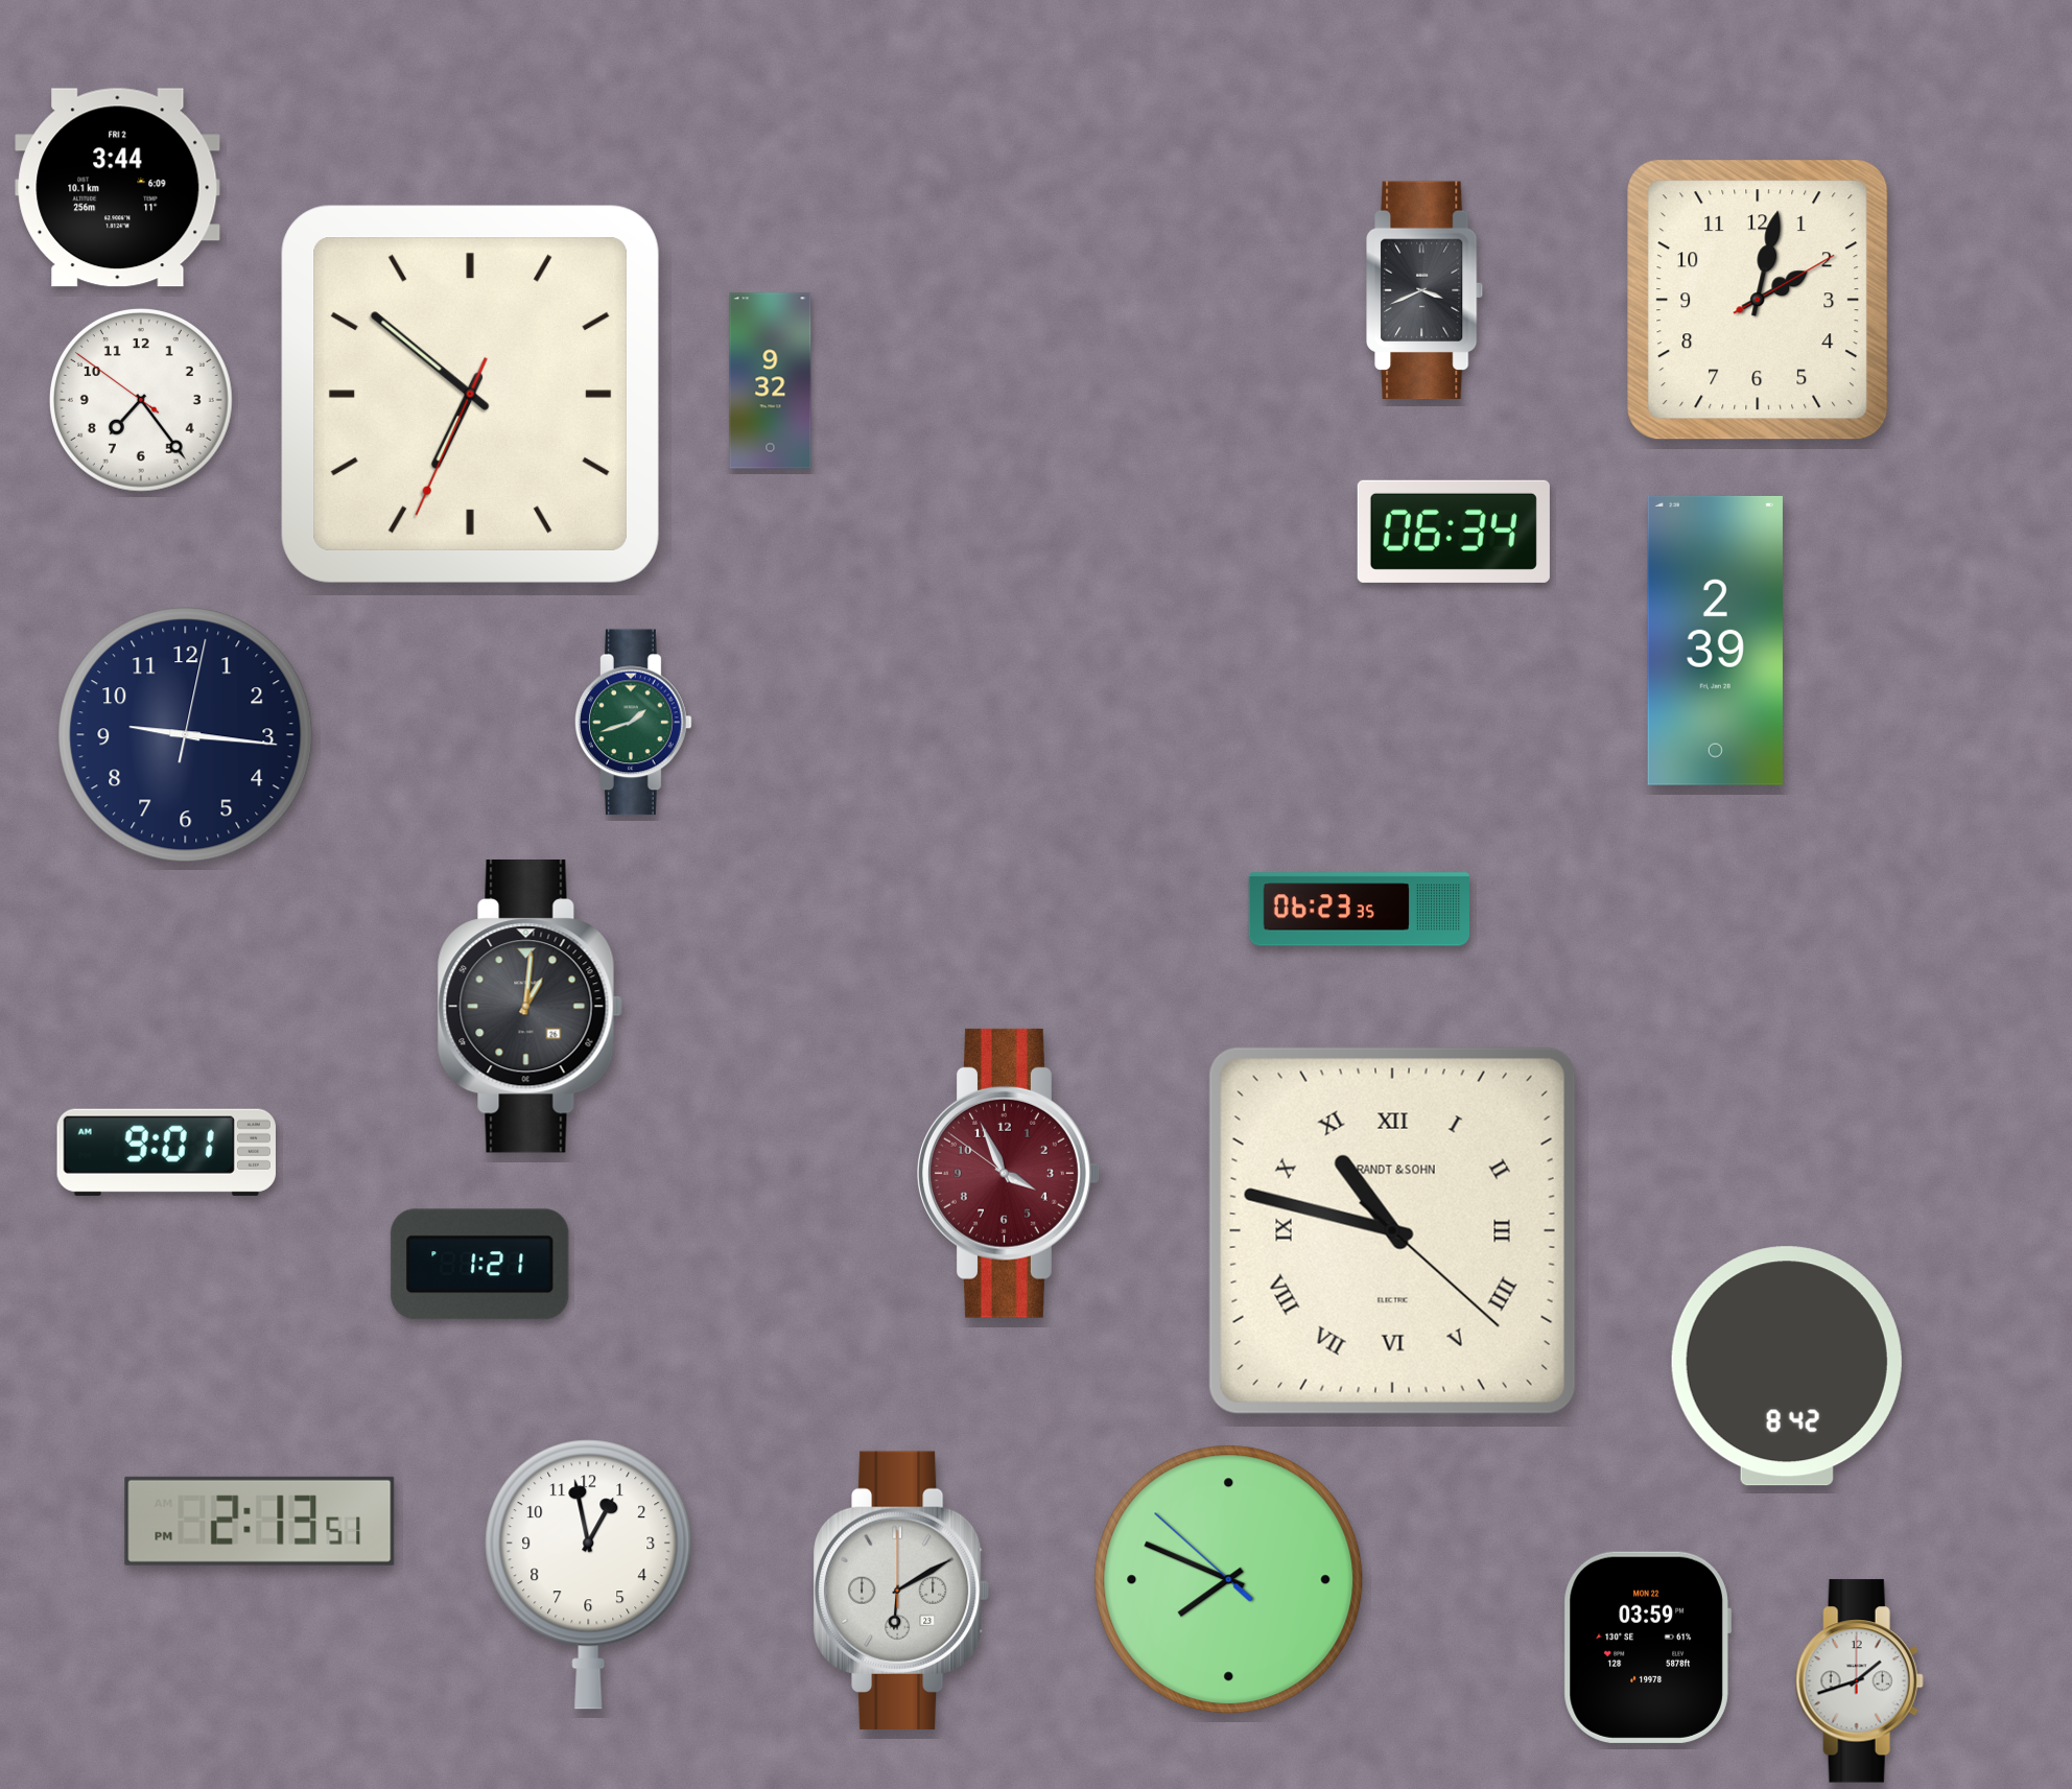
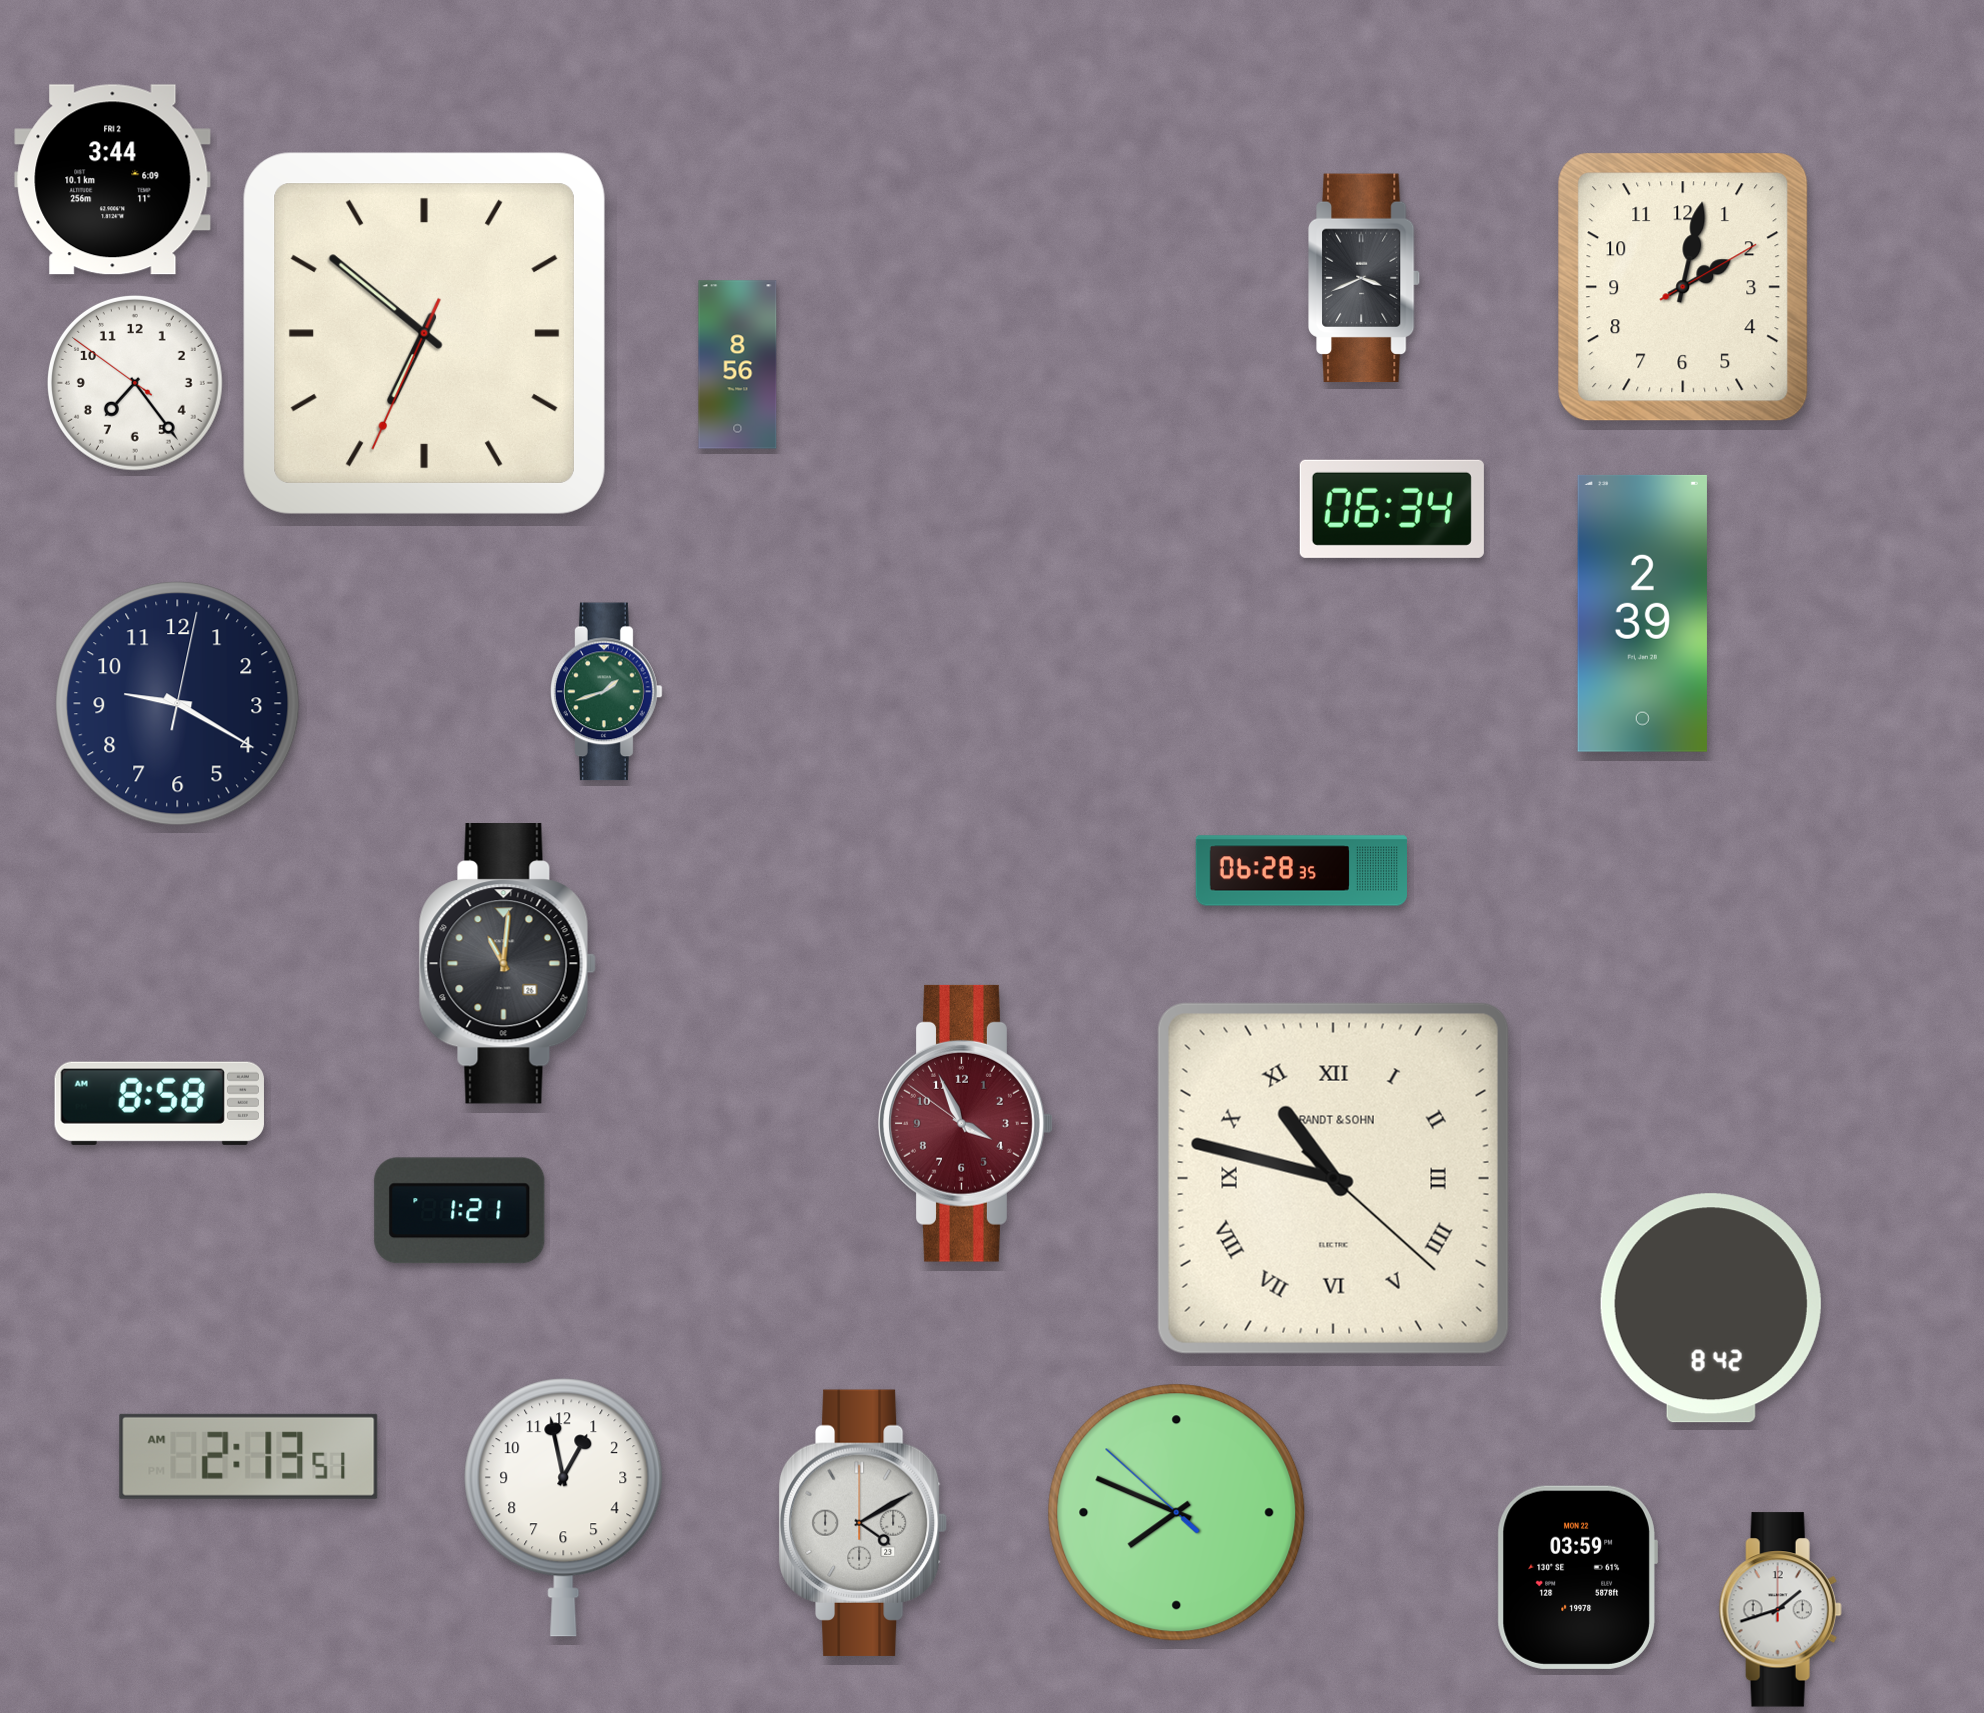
clock at (771, 381): 9:32 -> 8:56
clock at (470, 394) position: (470, 394) -> (424, 333)
clock at (186, 735): 9:16 -> 9:20
clock at (1359, 910): 06:23 -> 06:28
clock at (529, 1007): 1:01 -> 11:01
clock at (166, 1152): 9:01 -> 8:58
clock at (260, 1521): 2:13:51 PM -> 2:13:51 AM
clock at (901, 1591): 6:10 -> 4:10
